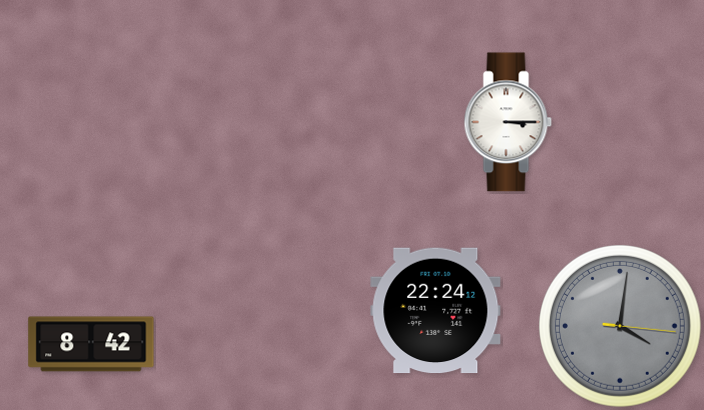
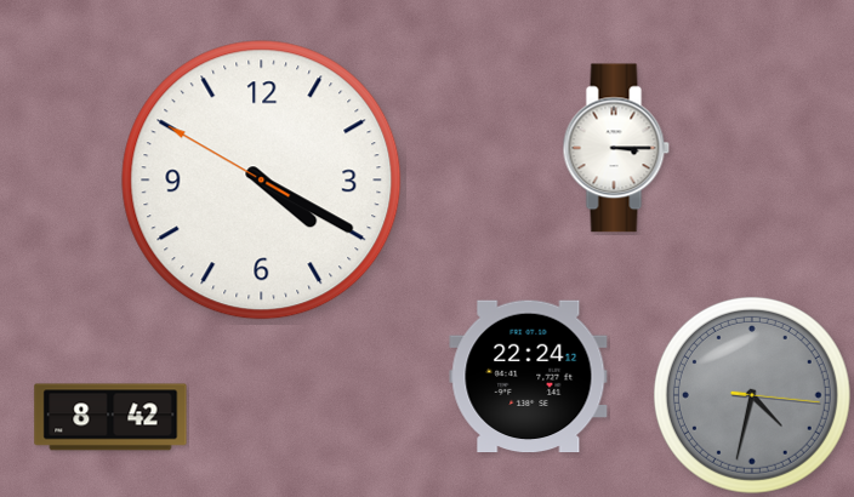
clock at (262, 181): none -> 4:19
clock at (620, 326): 4:01 -> 4:32
